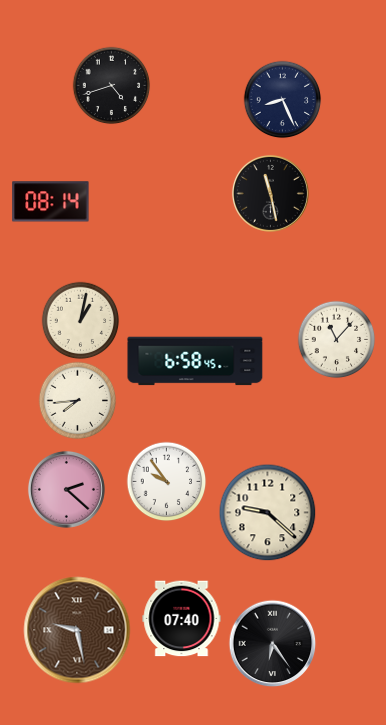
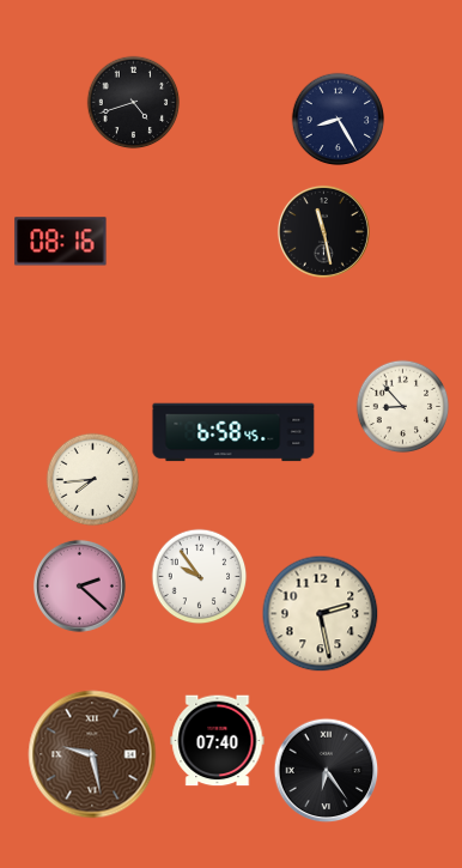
clock at (282, 99): 8:26 -> 8:25
clock at (51, 202): 08:14 -> 08:16
clock at (80, 320): 1:02 -> none
clock at (336, 339): 11:07 -> 8:53
clock at (267, 512): 9:22 -> 2:28
